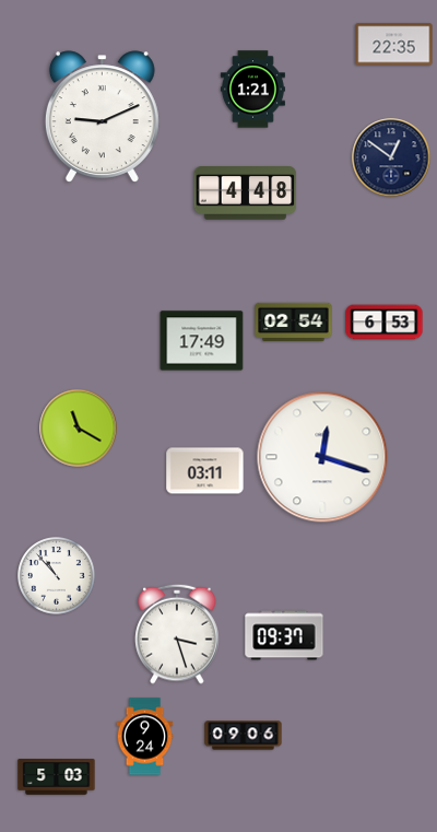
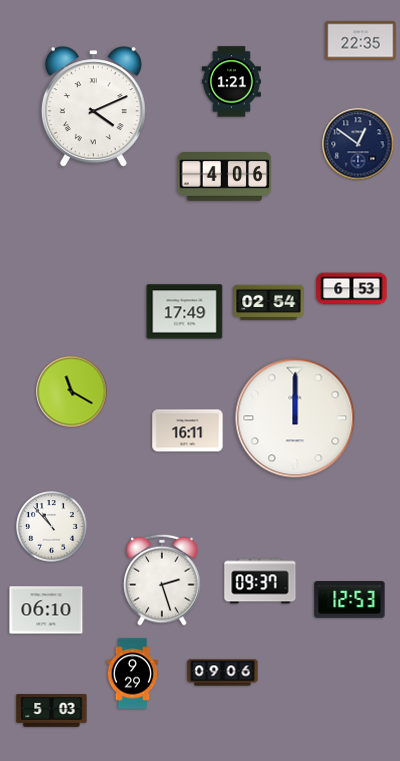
clock at (102, 117): 9:11 -> 4:11
clock at (246, 194): 4:48 -> 4:06
clock at (294, 323) position: (294, 323) -> (269, 303)
clock at (385, 323) position: (385, 323) -> (352, 289)
clock at (322, 457): 12:18 -> 12:00
clock at (205, 471): 03:11 -> 16:11
clock at (177, 634): 3:27 -> 2:27
clock at (350, 600): none -> 12:53
clock at (46, 610): none -> 06:10
clock at (145, 737): 9:24 -> 9:29
